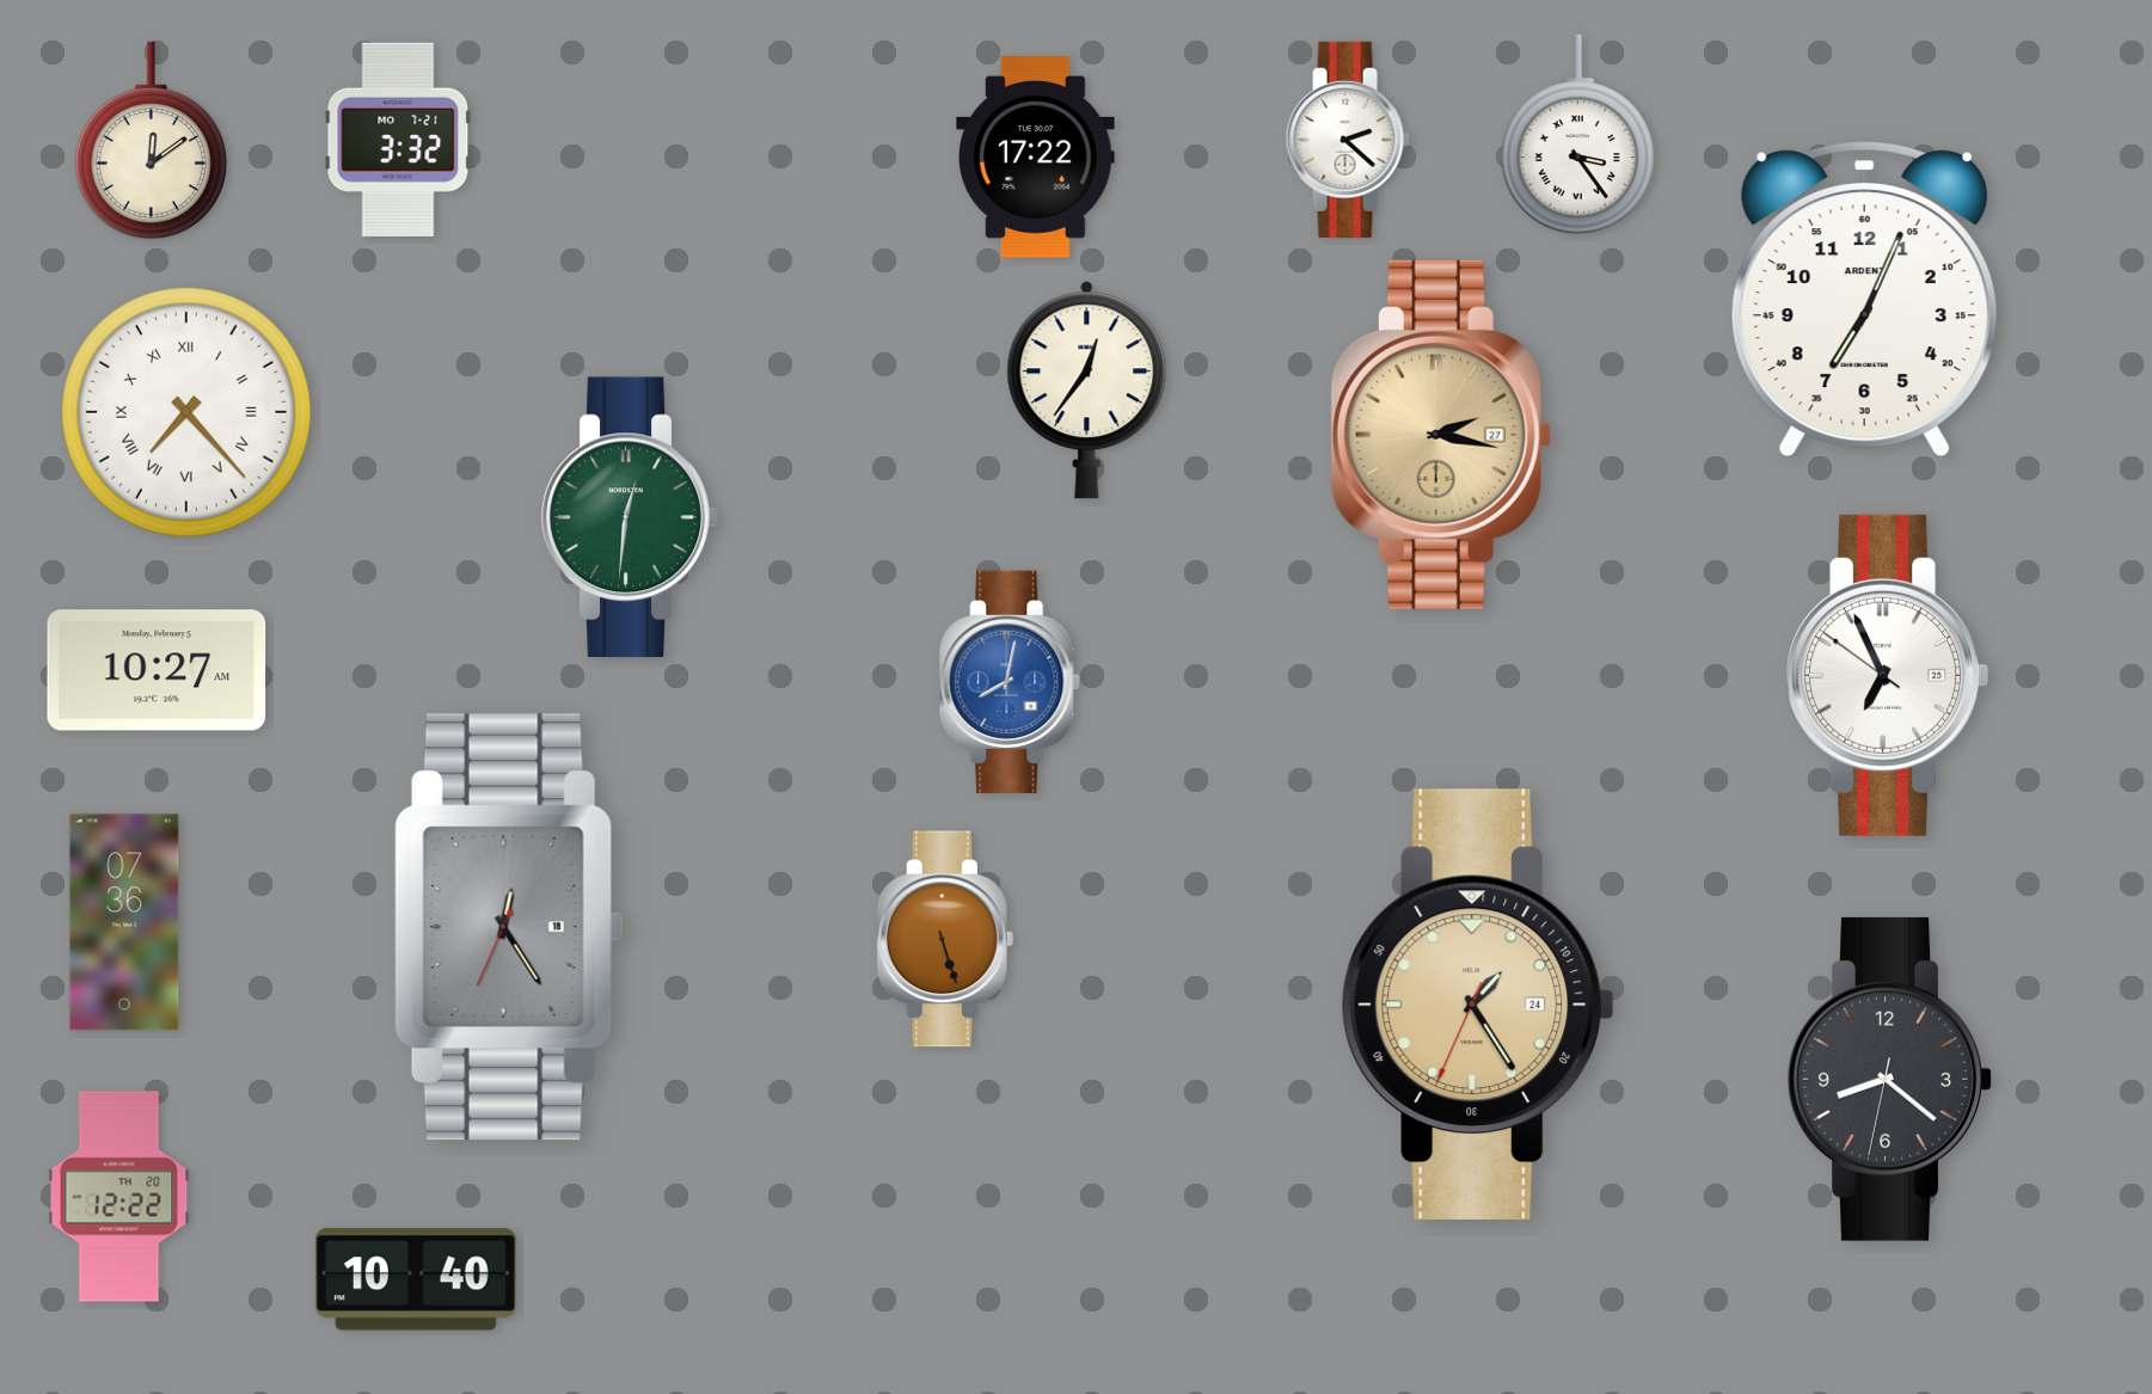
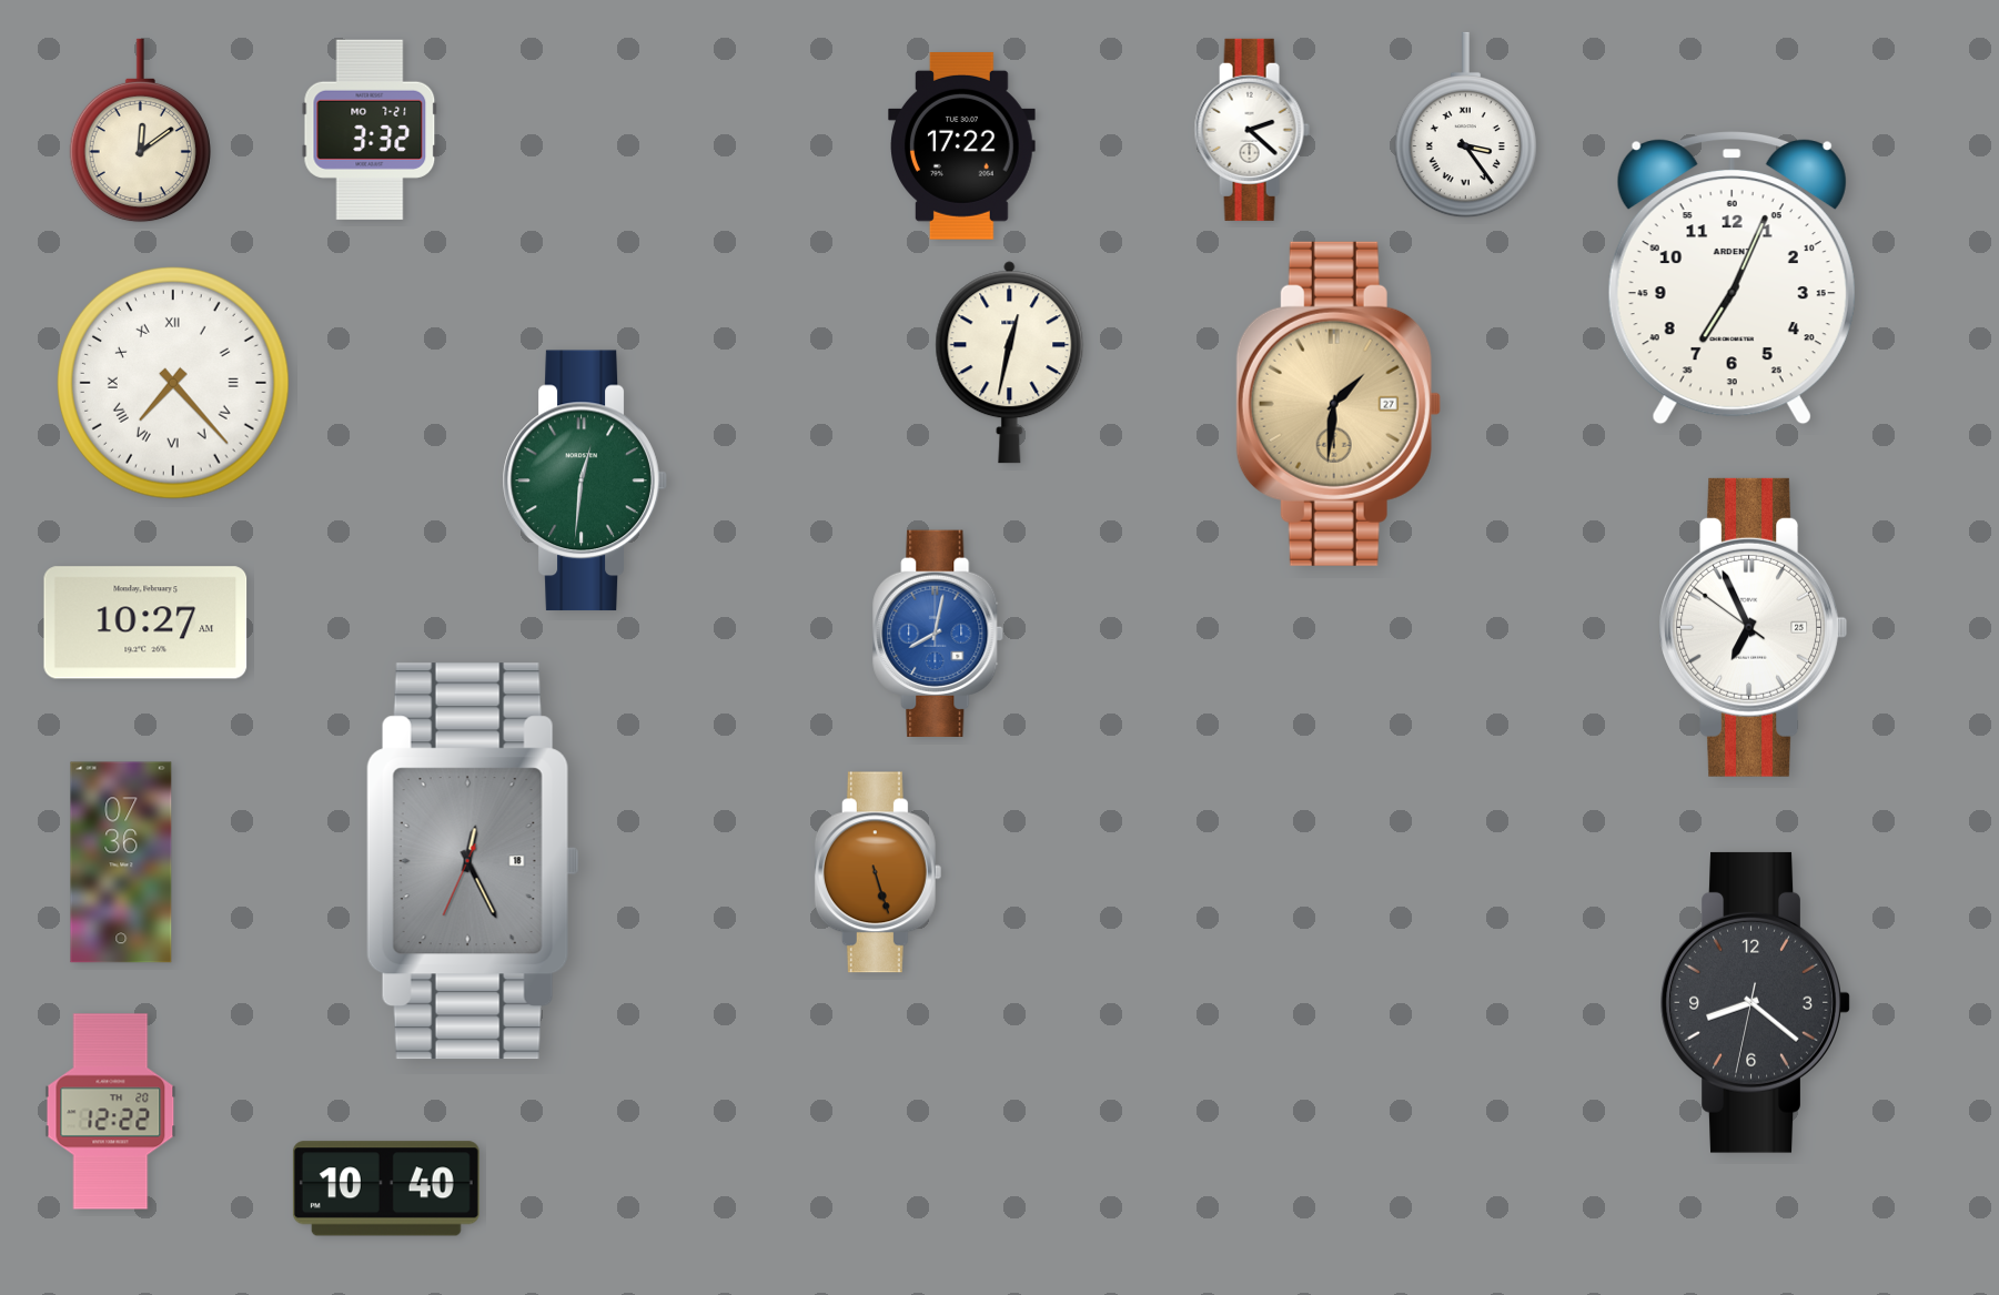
clock at (1087, 391): 12:36 -> 12:32
clock at (1441, 435): 2:17 -> 1:31
clock at (124, 922) position: (124, 922) -> (121, 862)
clock at (509, 927): 12:24 -> 12:25
clock at (1478, 1005): 1:24 -> none
